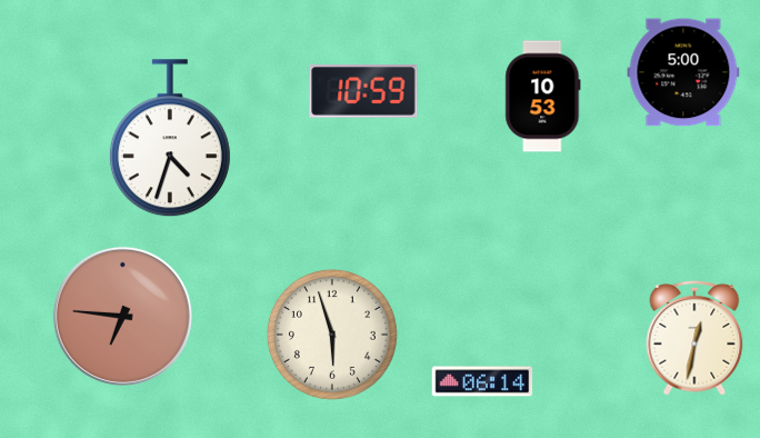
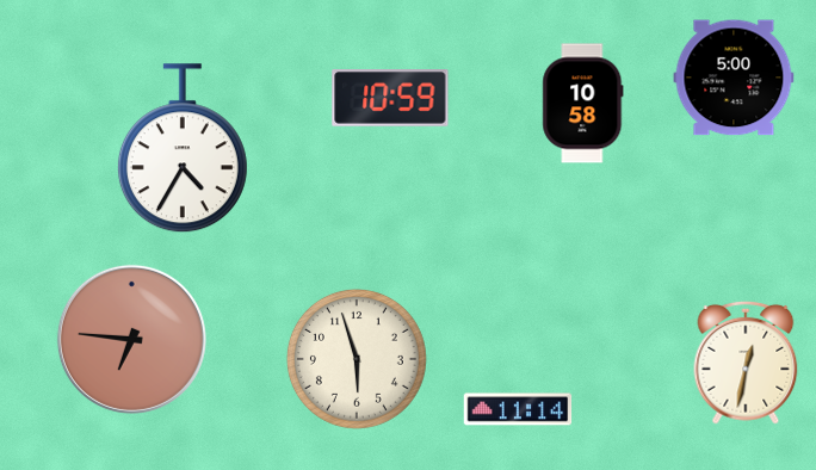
clock at (543, 97): 10:53 -> 10:58
clock at (170, 139): 4:33 -> 4:35
clock at (482, 381): 06:14 -> 11:14
